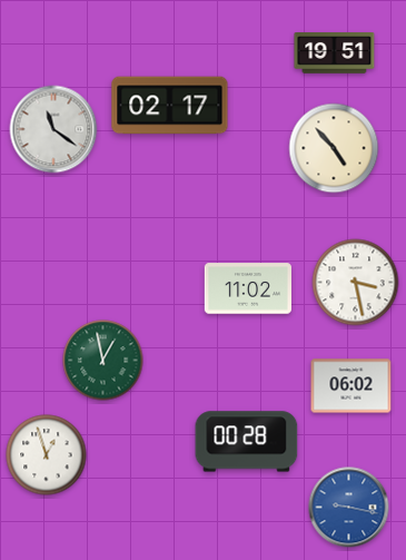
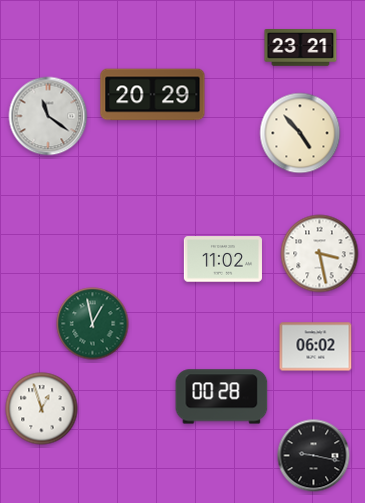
clock at (335, 53): 19:51 -> 23:21
clock at (170, 106): 02:17 -> 20:29
clock at (349, 508) dial: blue -> black
